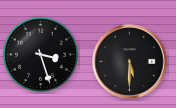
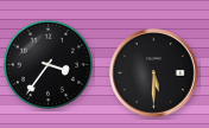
clock at (40, 54): 3:27 -> 3:36
